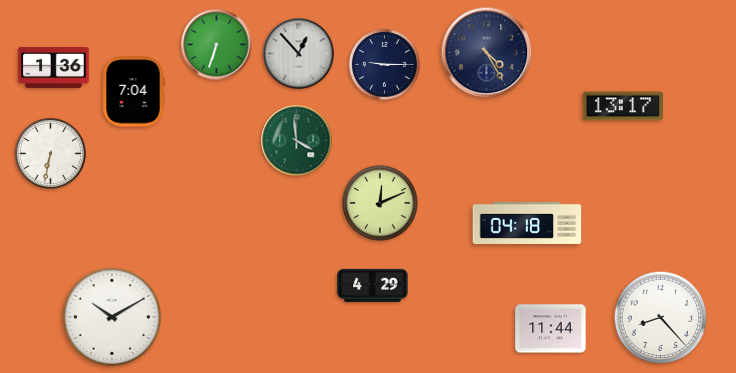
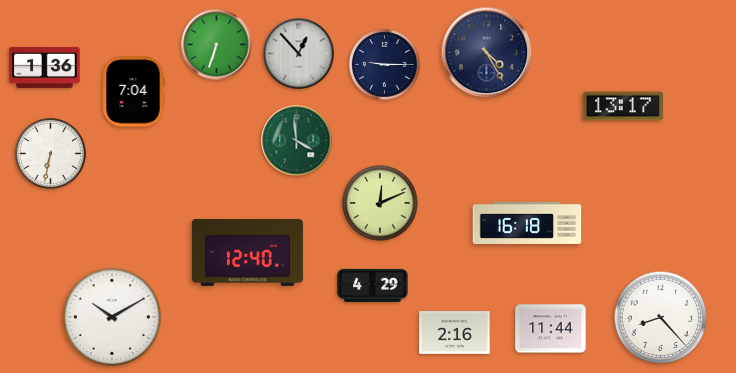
clock at (54, 67) position: (54, 67) -> (45, 67)
clock at (527, 222): 04:18 -> 16:18
clock at (247, 253): none -> 12:40
clock at (455, 333): none -> 2:16
